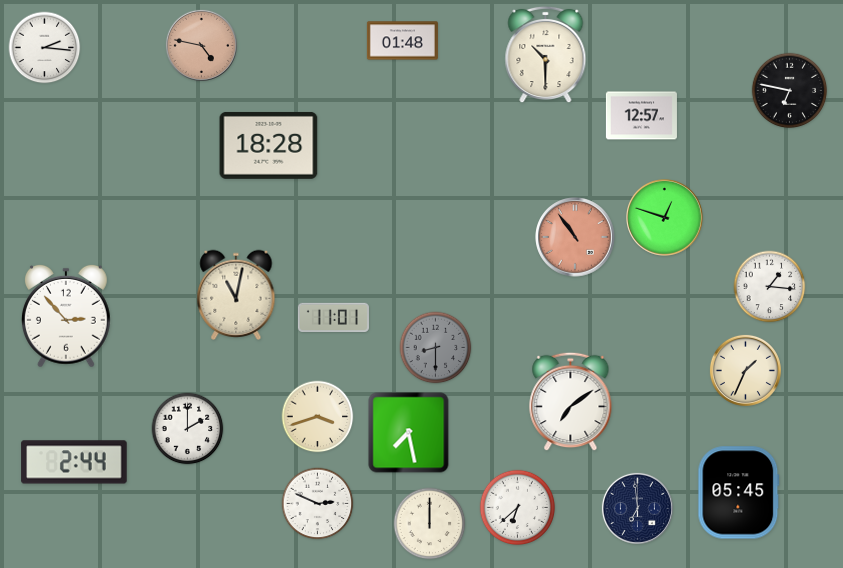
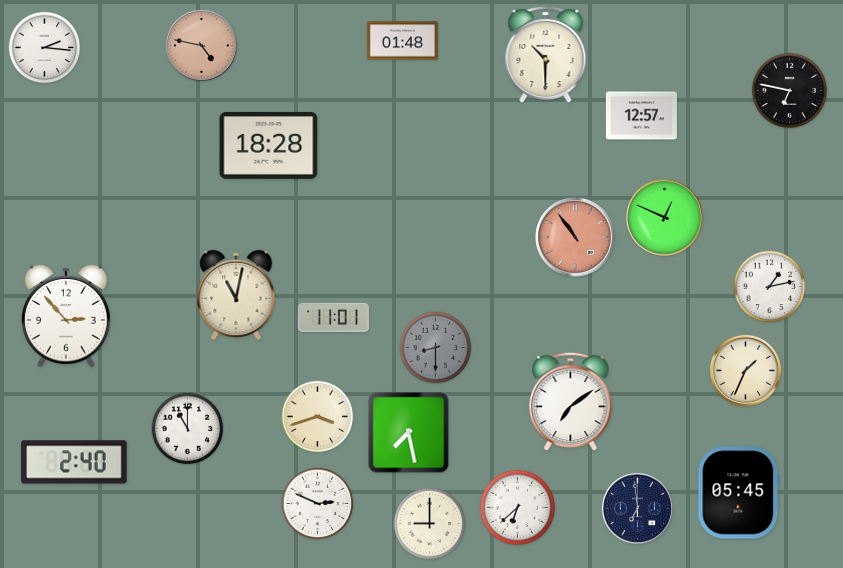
clock at (665, 218): 12:48 -> 12:49
clock at (770, 287): 1:16 -> 1:13
clock at (188, 429): 2:00 -> 11:00
clock at (74, 462): 2:44 -> 2:40
clock at (430, 524): 12:00 -> 9:00
